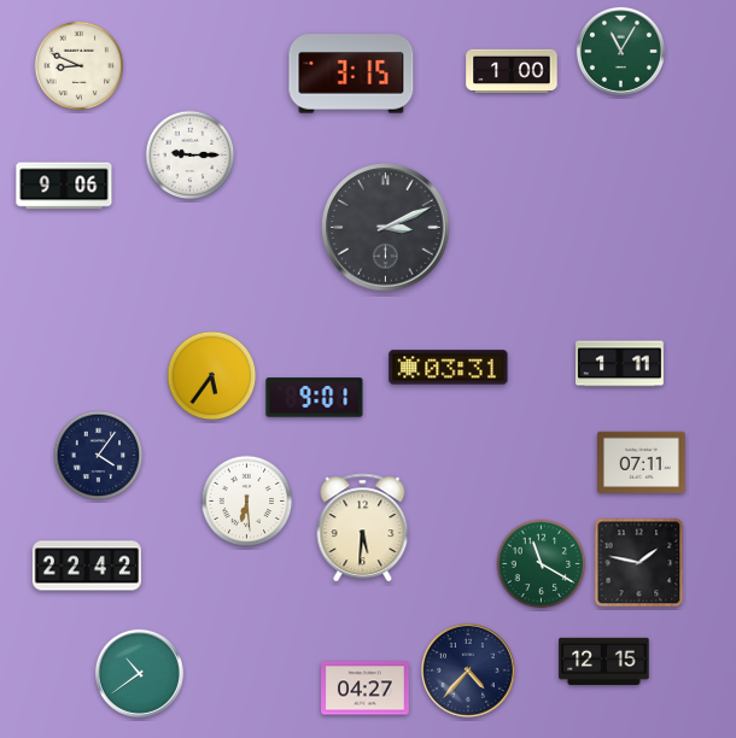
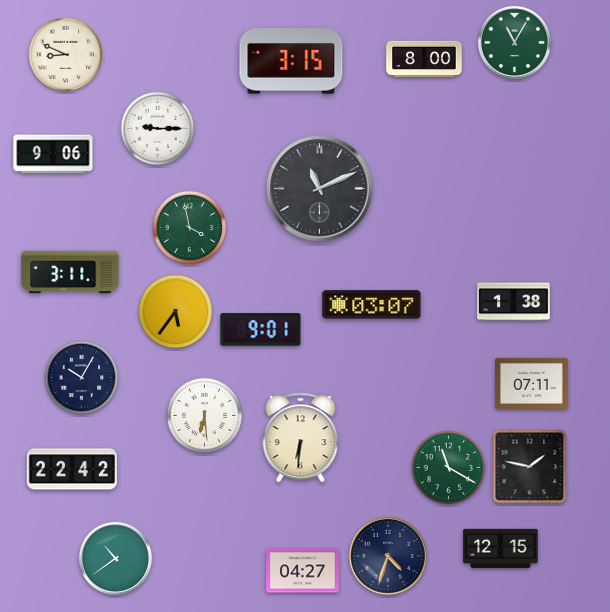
clock at (512, 71): 1:00 -> 8:00
clock at (386, 228): 3:11 -> 11:11
clock at (190, 228): none -> 3:58
clock at (70, 272): none -> 3:11
clock at (620, 364): 1:11 -> 1:38
clock at (449, 368): 03:31 -> 03:07
clock at (99, 456): 4:06 -> 10:05
clock at (363, 527): 5:31 -> 6:31
clock at (468, 670): 4:37 -> 4:33
